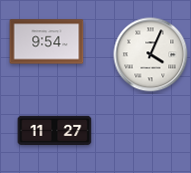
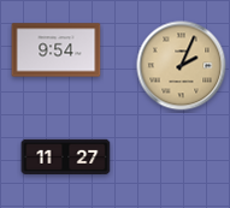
clock at (151, 55): 4:04 -> 2:04
clock at (151, 55) dial: white -> champagne
